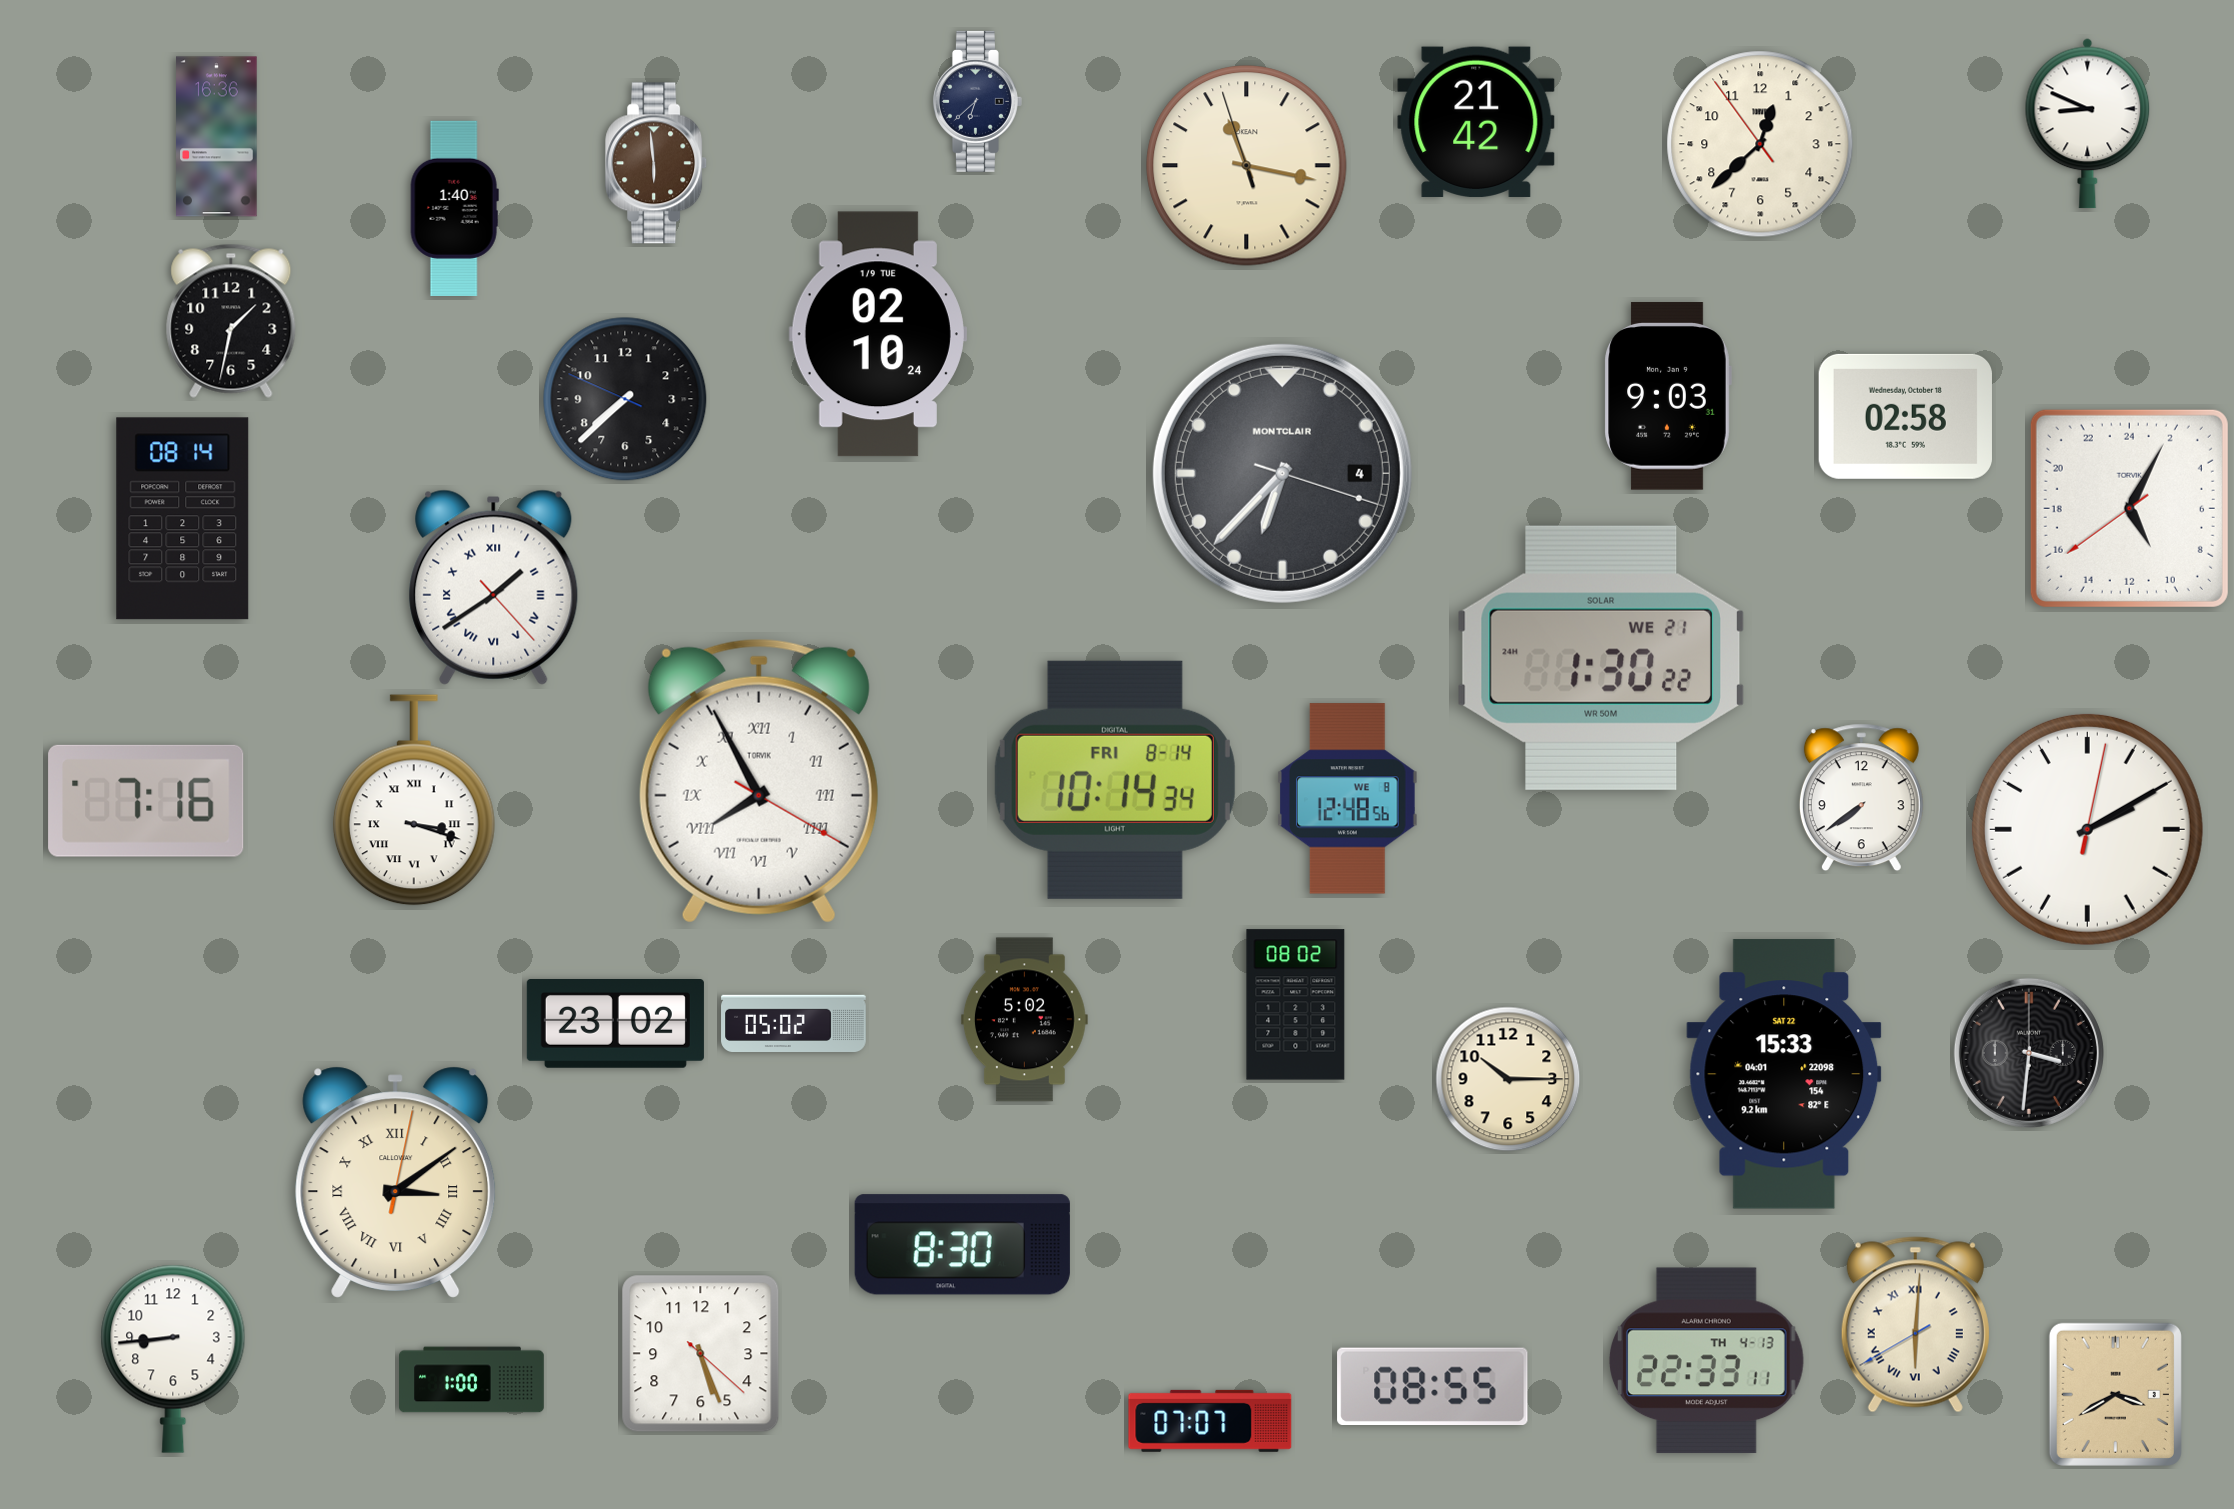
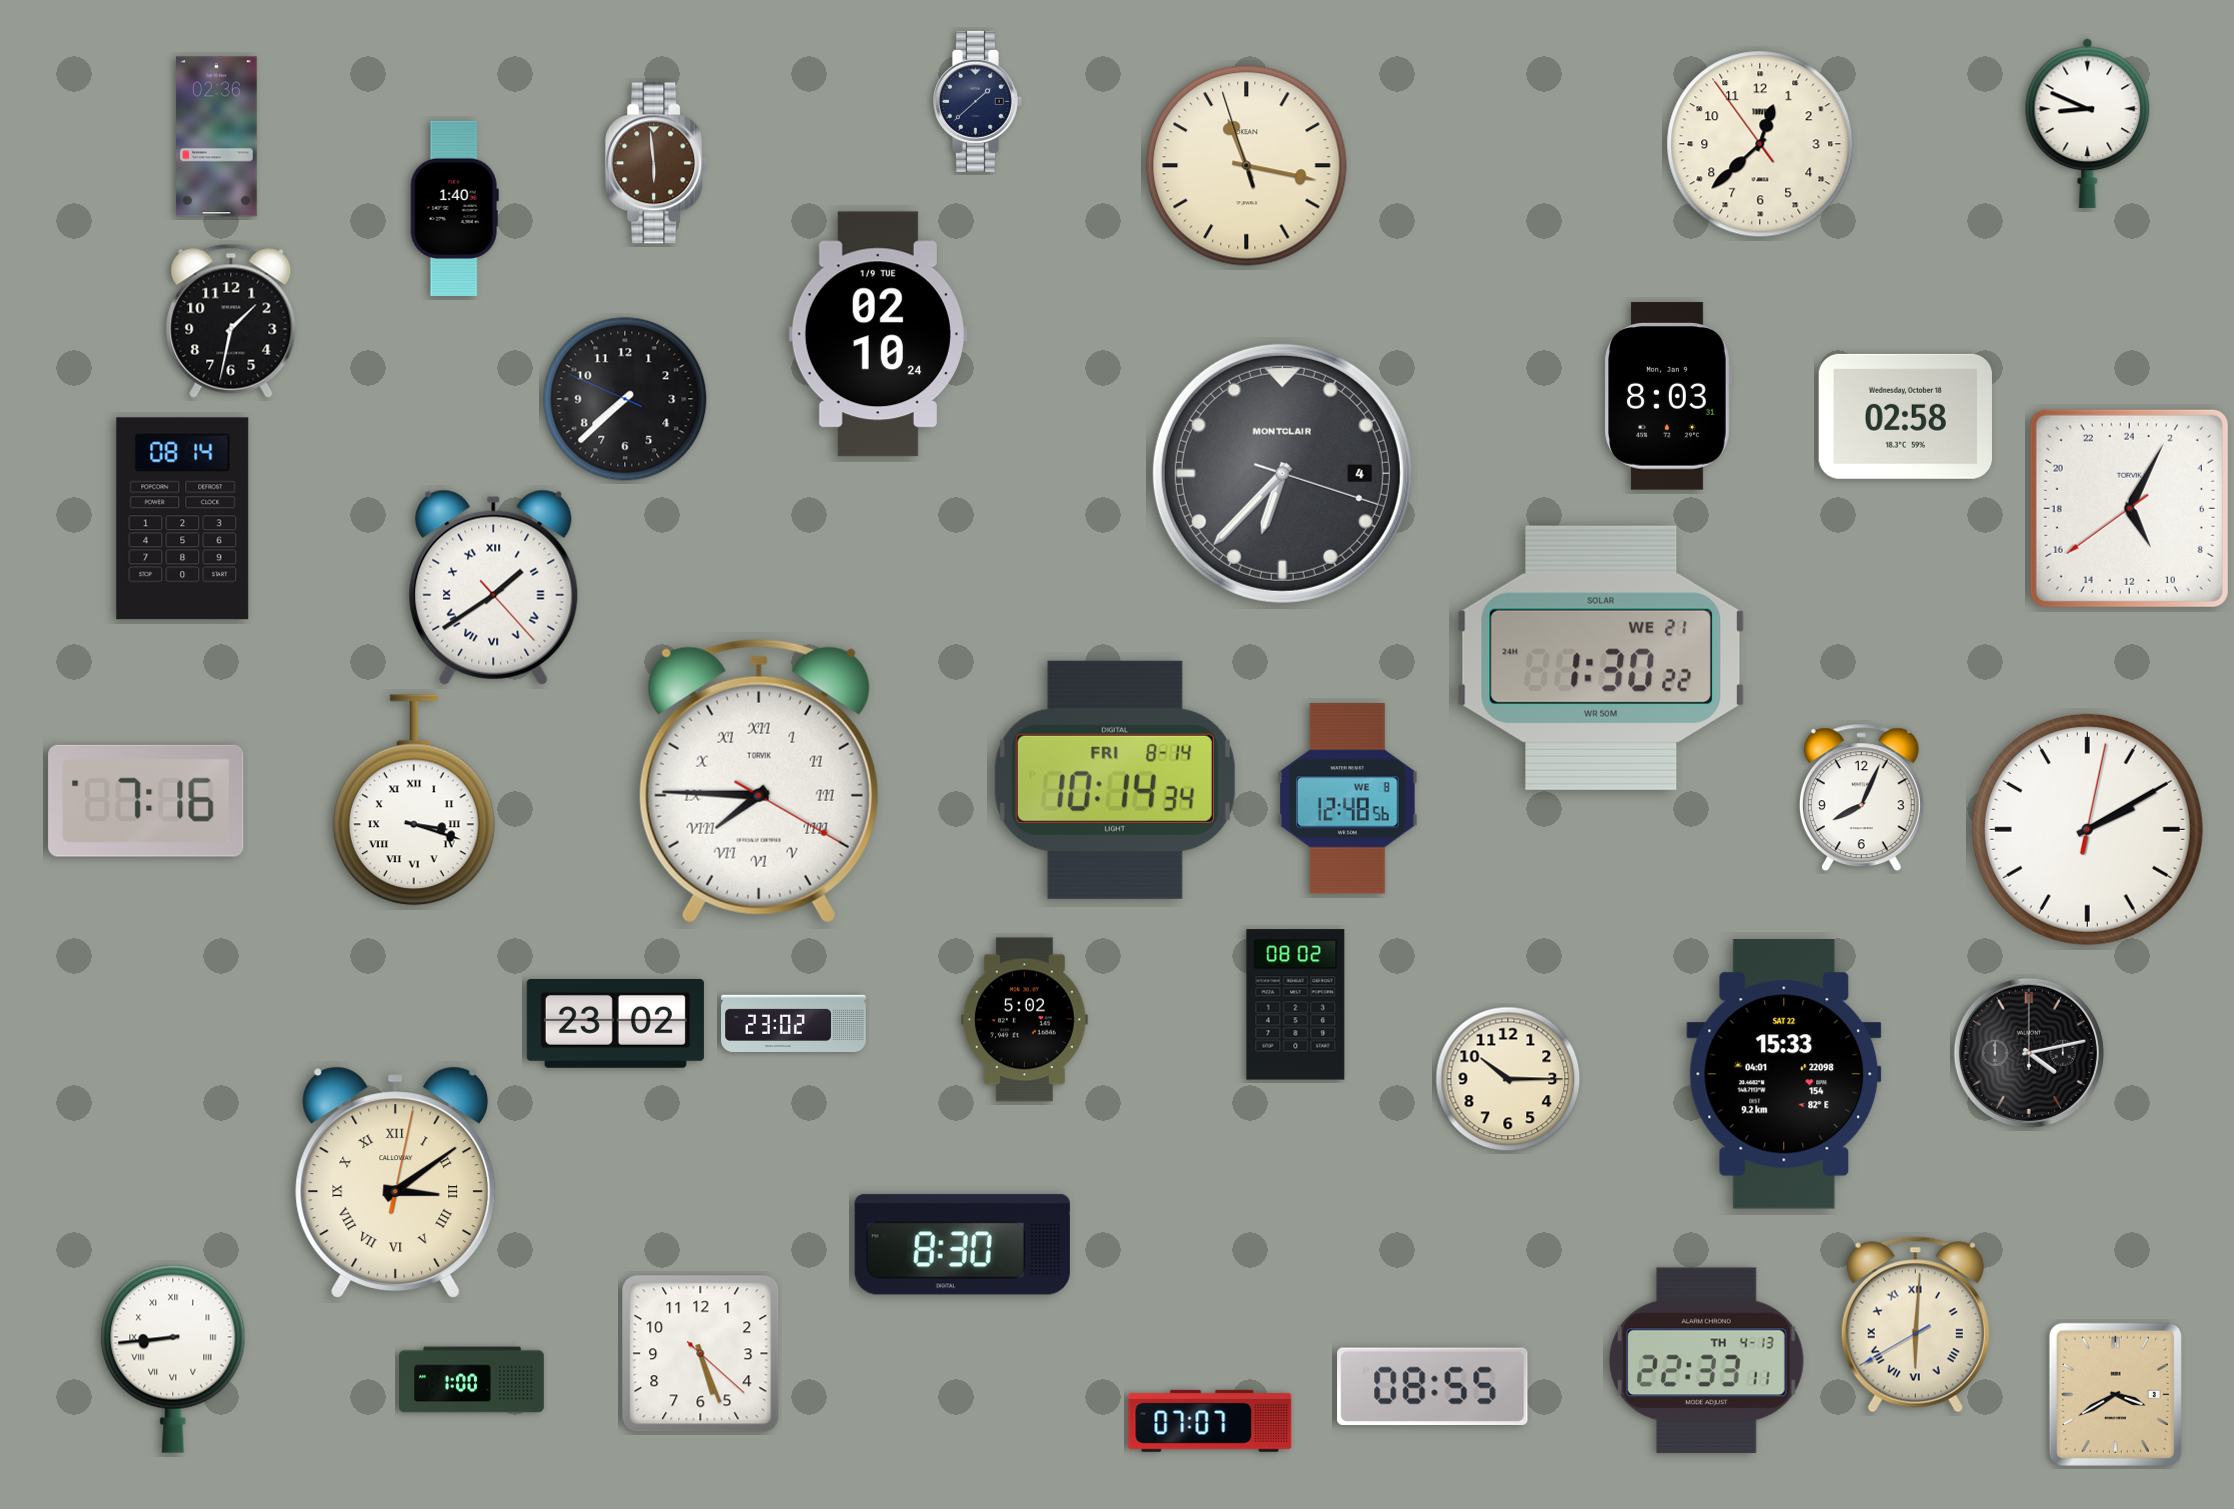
clock at (977, 101): 6:38 -> 1:38
clock at (1476, 122): 21:42 -> none
clock at (217, 137): 16:36 -> 02:36
clock at (1668, 396): 9:03 -> 8:03
clock at (759, 781): 7:55 -> 7:45
clock at (1861, 798): 7:39 -> 8:04
clock at (794, 1024): 05:02 -> 23:02
clock at (2029, 1053): 3:31 -> 4:13
clock at (173, 1359) numerals: Arabic -> Roman
